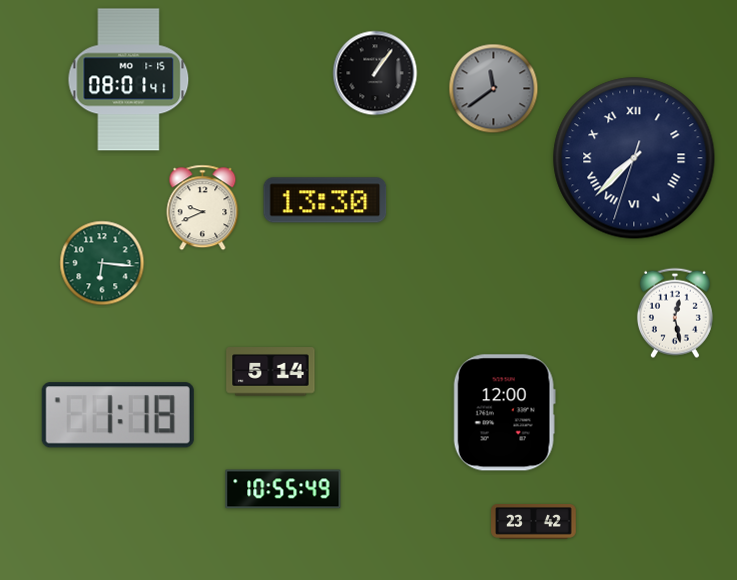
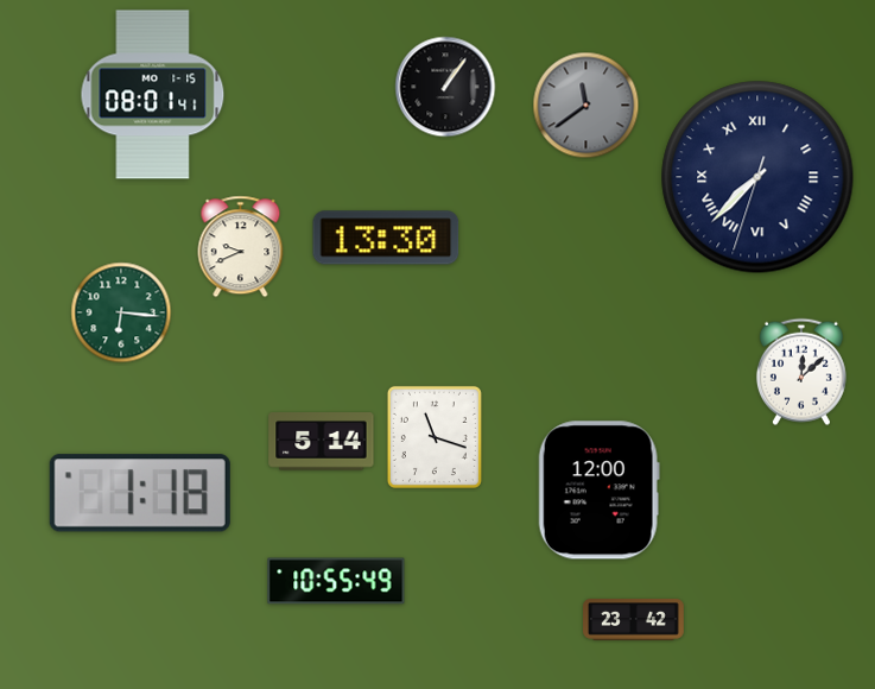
clock at (634, 158) position: (634, 158) -> (757, 177)
clock at (675, 313): 12:28 -> 12:08
clock at (435, 437): none -> 11:18
